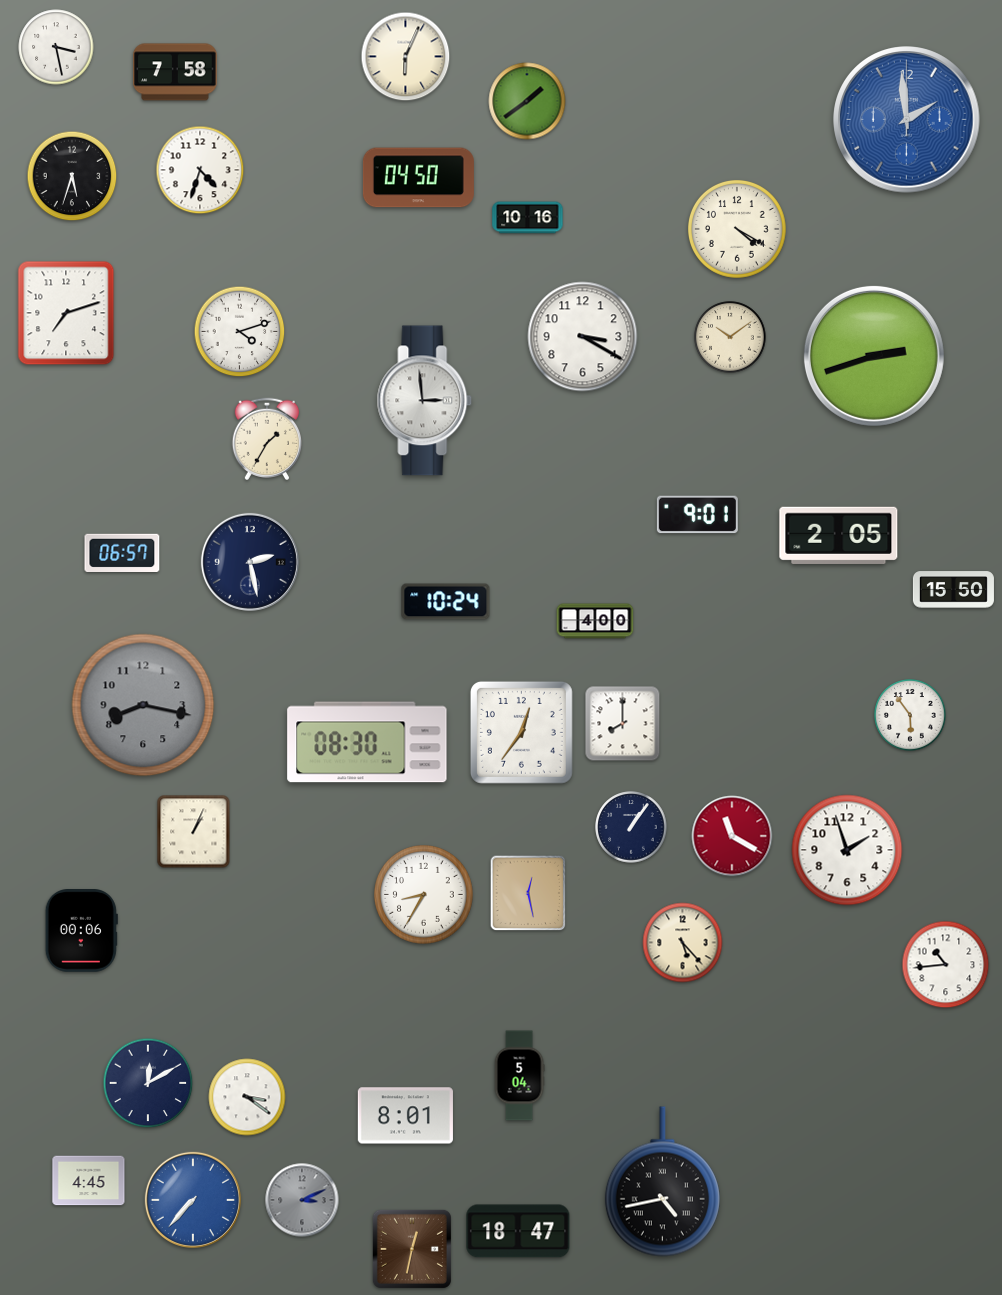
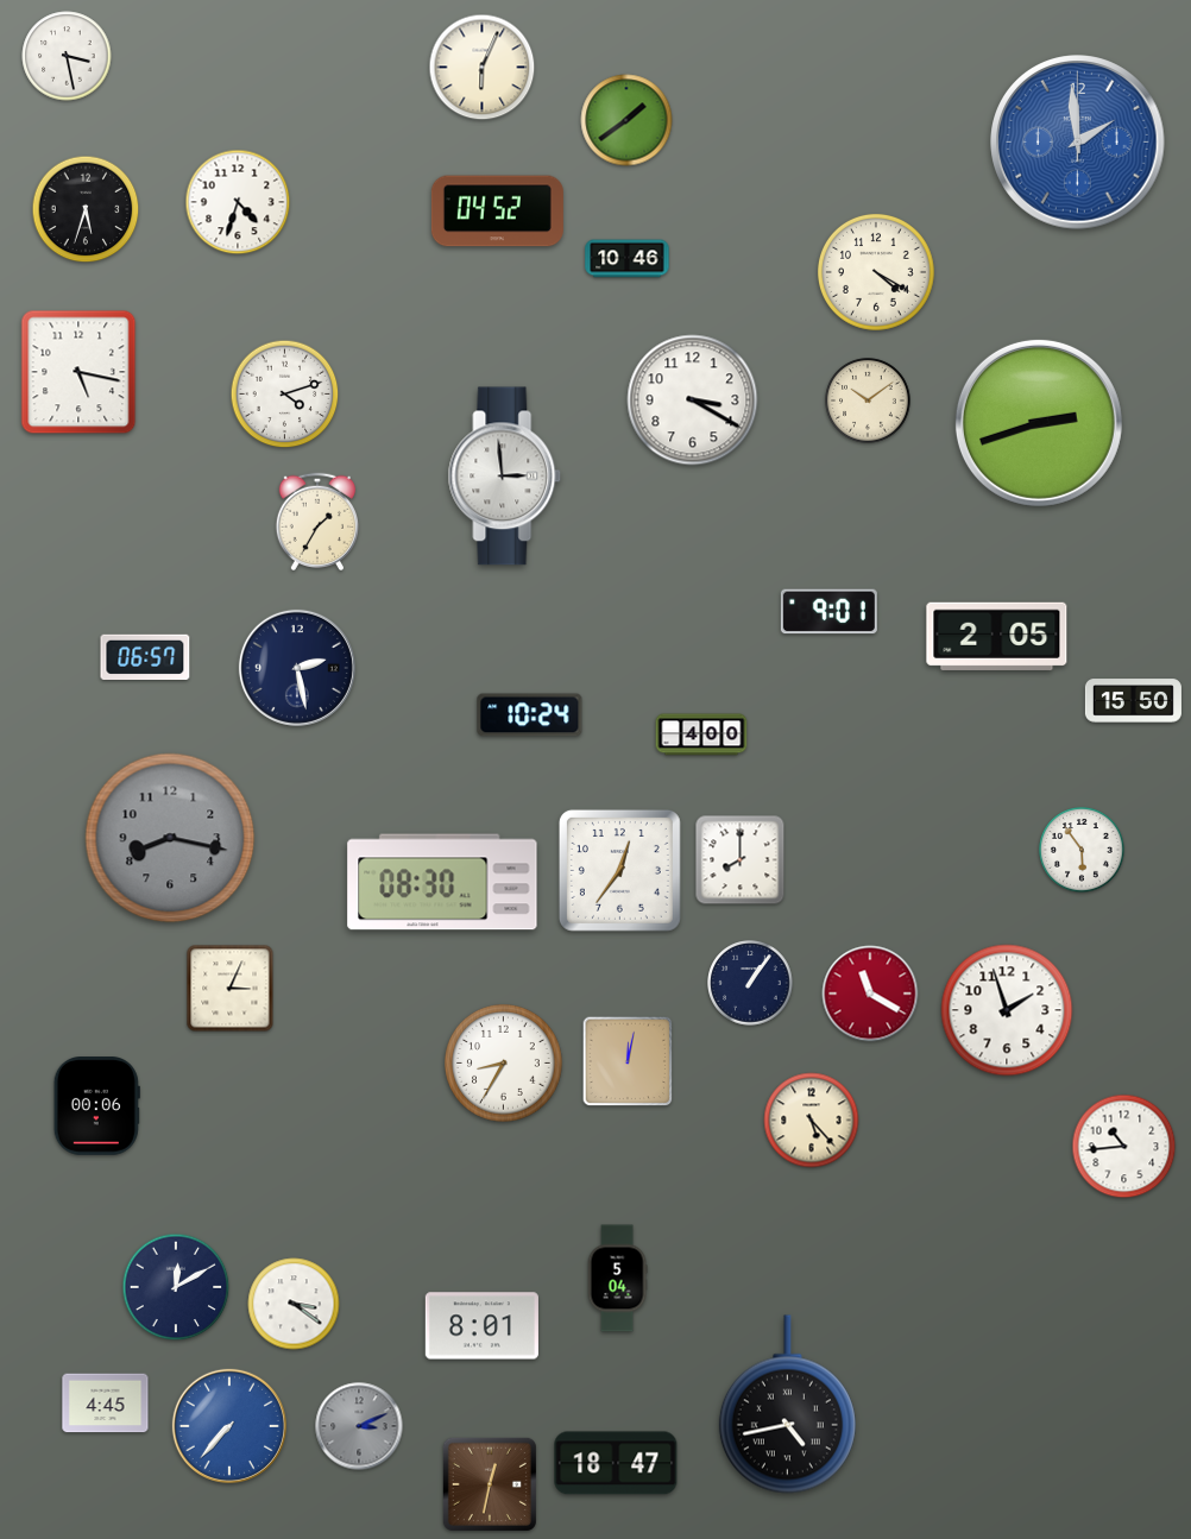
clock at (175, 72): 7:58 -> none
clock at (418, 178): 04:50 -> 04:52
clock at (528, 218): 10:16 -> 10:46
clock at (66, 313): 7:12 -> 5:17
clock at (595, 621) position: (595, 621) -> (701, 734)
clock at (367, 742) position: (367, 742) -> (442, 882)
clock at (194, 832): 1:04 -> 3:04
clock at (528, 893): 12:28 -> 12:02
